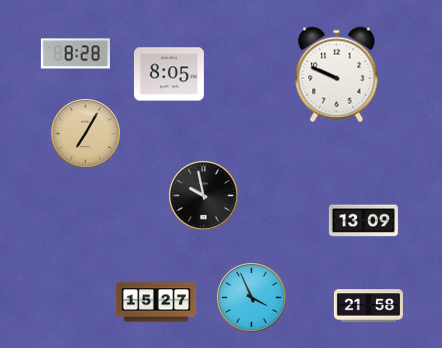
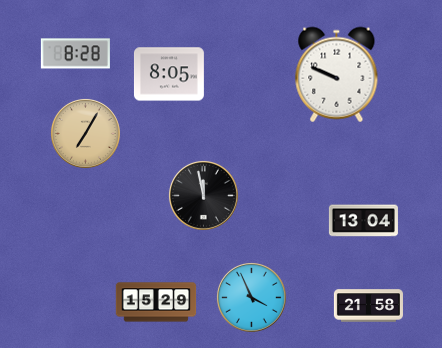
clock at (203, 195): 9:58 -> 11:58
clock at (363, 221): 13:09 -> 13:04
clock at (156, 302): 15:27 -> 15:29
